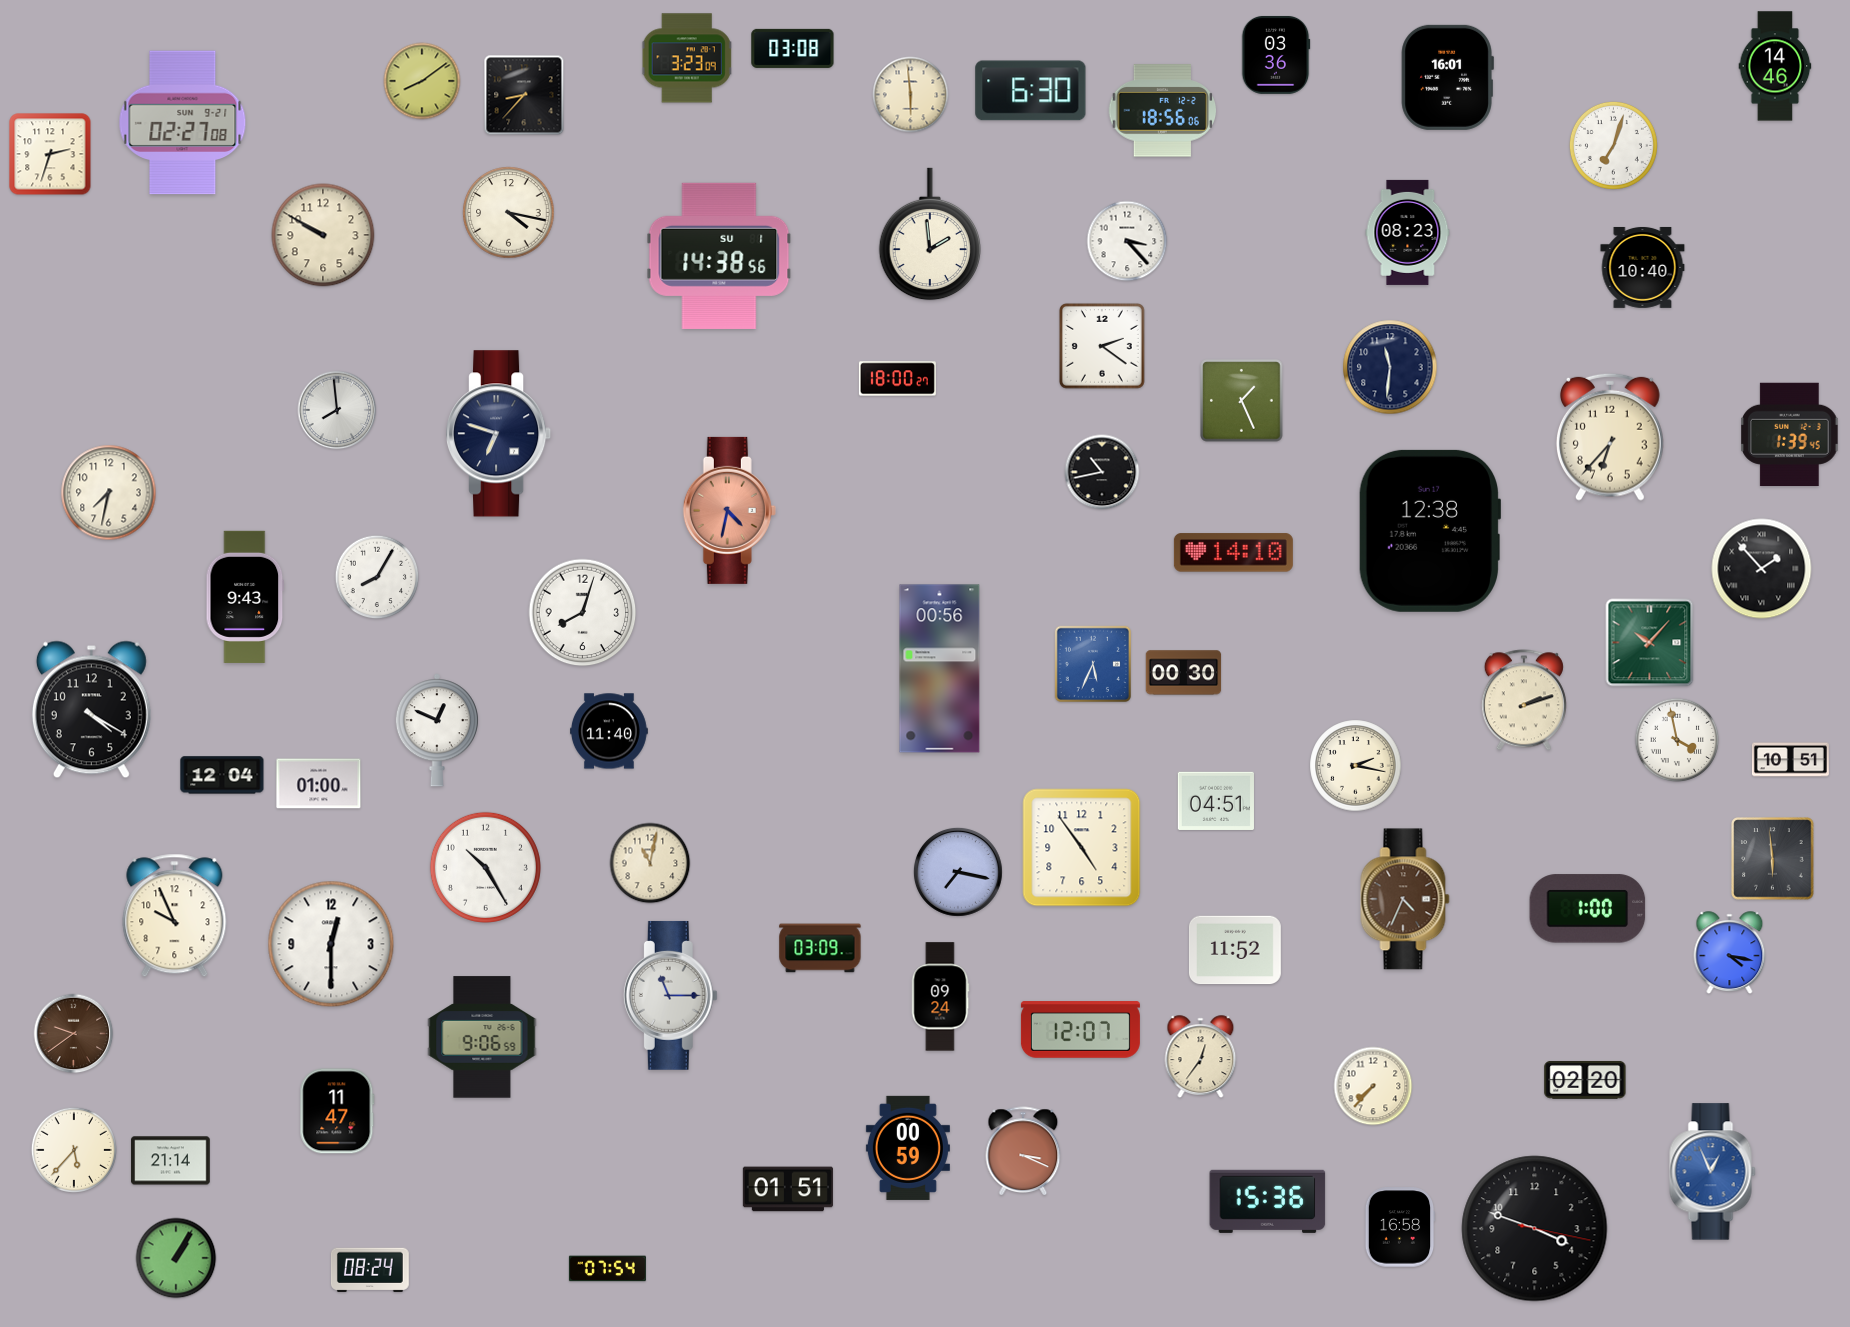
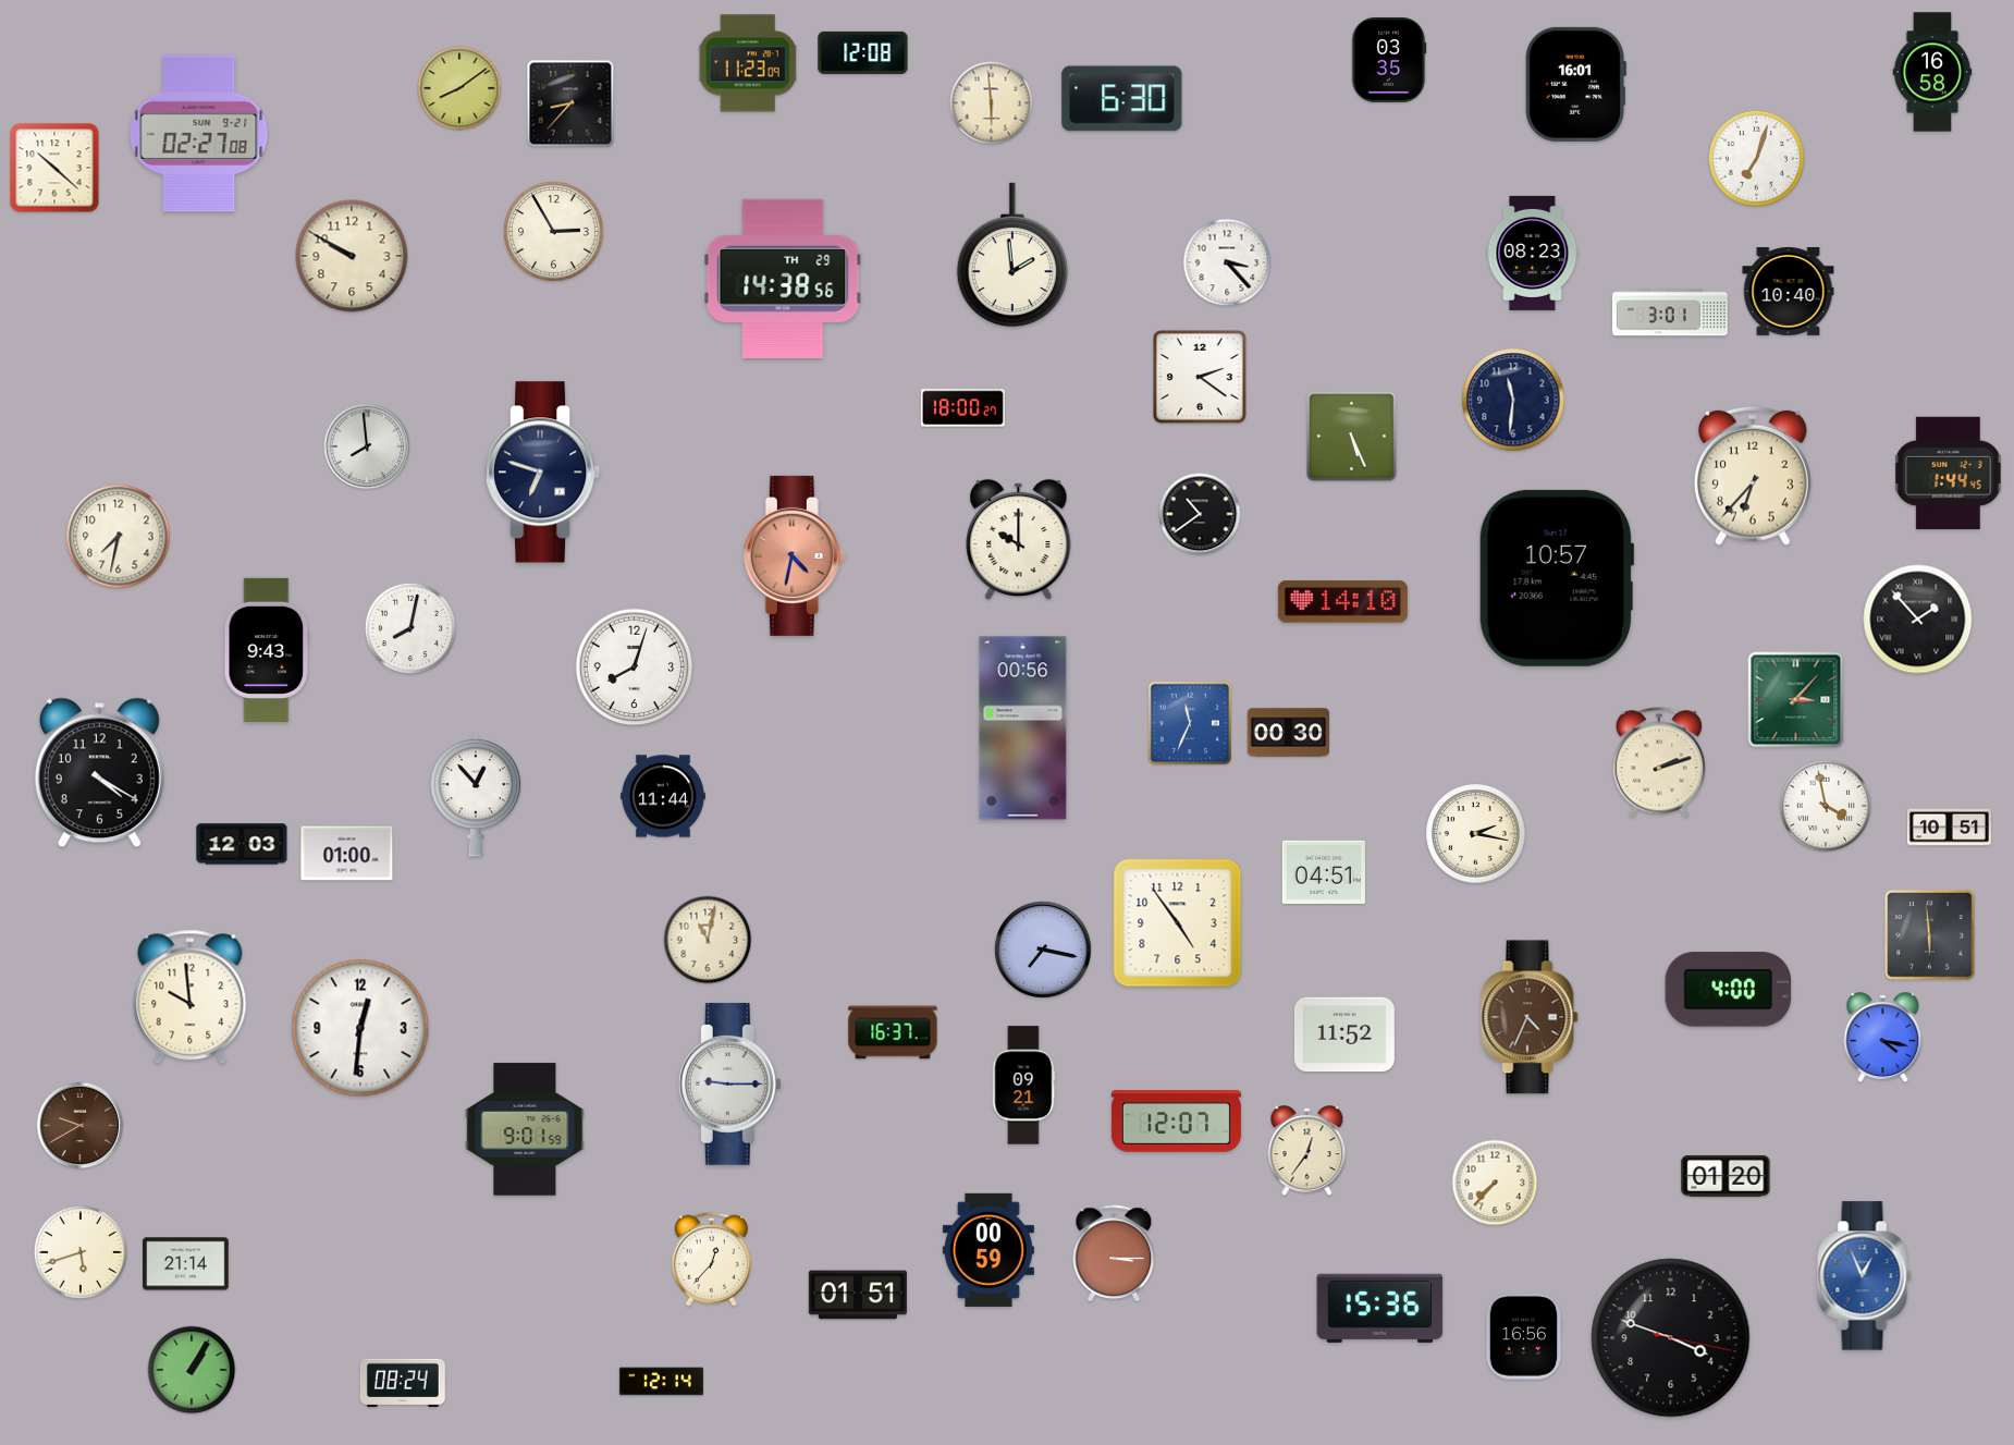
clock at (793, 48): 03:08 -> 12:08
clock at (1276, 55): 03:36 -> 03:35
clock at (687, 58): 3:23 -> 11:23
clock at (1775, 66): 14:46 -> 16:58
clock at (1163, 111): 18:56 -> none
clock at (50, 154): 2:33 -> 10:22
clock at (509, 213): 4:17 -> 2:55
clock at (719, 256) date: SU 1 -> TH 29
clock at (1670, 313): none -> 3:01
clock at (897, 379) position: (897, 379) -> (962, 408)
clock at (1242, 401): 1:26 -> 5:26
clock at (1790, 434): 1:39 -> 1:44
clock at (1102, 472): 10:43 -> 10:39
clock at (1019, 540): none -> 10:00
clock at (1430, 531): 12:38 -> 10:57
clock at (377, 577): 8:05 -> 8:02
clock at (1650, 643): 10:07 -> 3:07
clock at (1093, 664): 5:34 -> 11:34
clock at (437, 730): 12:49 -> 12:53
clock at (610, 731): 11:40 -> 11:44
clock at (222, 775): 12:04 -> 12:03
clock at (485, 867): 10:25 -> none
clock at (1405, 899) position: (1405, 899) -> (1530, 1017)
clock at (1588, 909): 1:00 -> 4:00
clock at (175, 916): 9:56 -> 9:59
clock at (331, 944): 12:30 -> 12:31
clock at (820, 948): 03:09 -> 16:37
clock at (670, 996): 11:15 -> 9:15
clock at (940, 997): 09:24 -> 09:21
clock at (74, 1034): 9:39 -> 9:40
clock at (482, 1037): 9:06 -> 9:01
clock at (1585, 1080): 02:20 -> 01:20
clock at (337, 1111): 11:47 -> none
clock at (73, 1149): 5:37 -> 5:42
clock at (1023, 1151): 3:19 -> 3:15
clock at (711, 1259): none -> 12:37
clock at (1400, 1227): 16:58 -> 16:56
clock at (607, 1269): 07:54 -> 12:14
